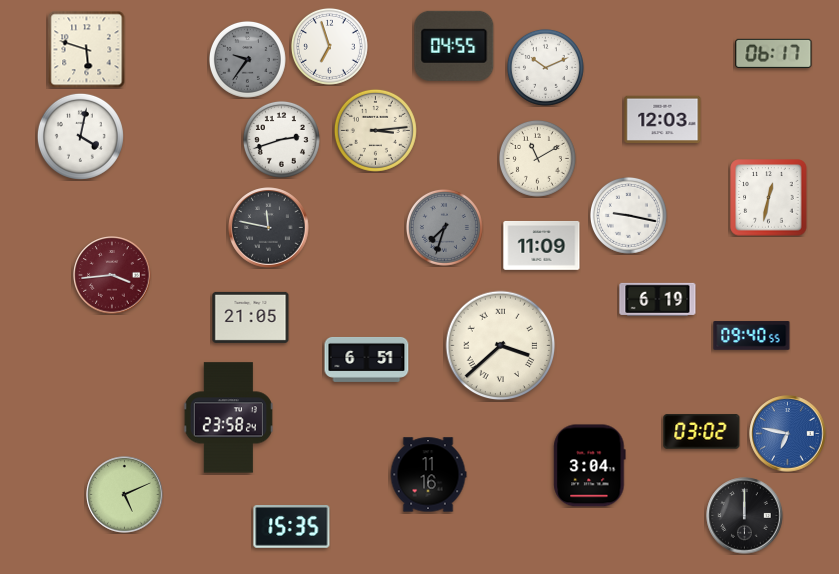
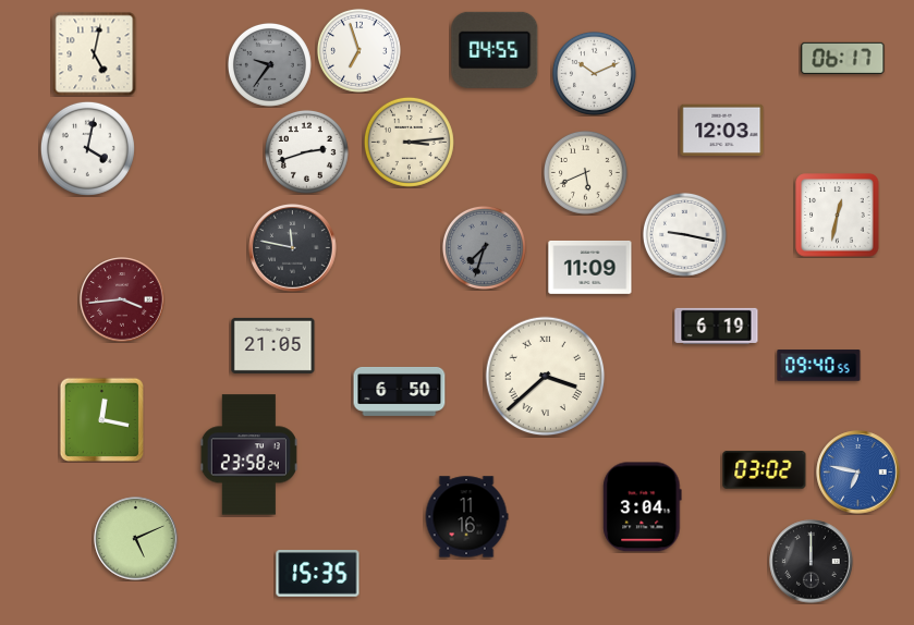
clock at (86, 49): 5:48 -> 5:02
clock at (537, 158): 11:10 -> 5:41
clock at (367, 359): 6:51 -> 6:50
clock at (101, 419): none -> 12:17
